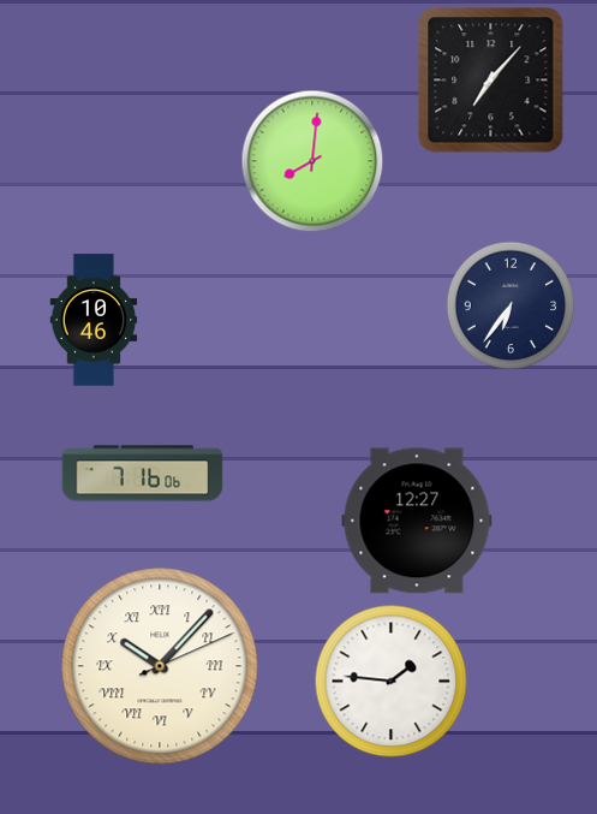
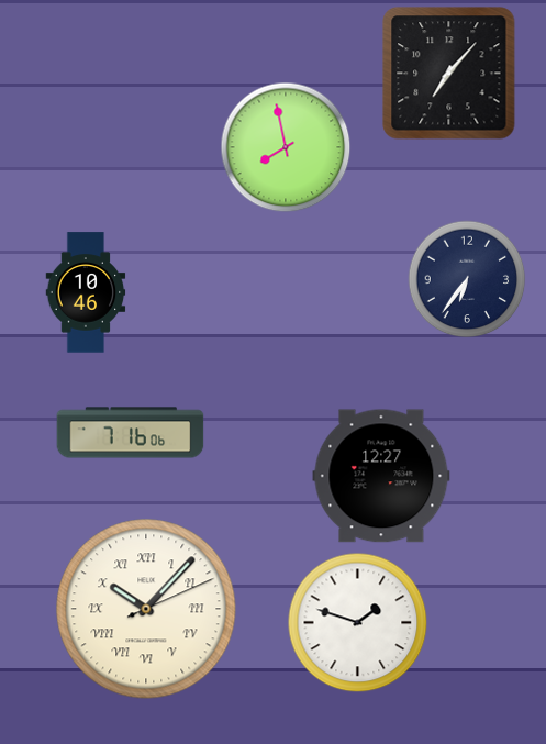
clock at (312, 161): 8:01 -> 7:58
clock at (392, 682): 1:46 -> 1:48
